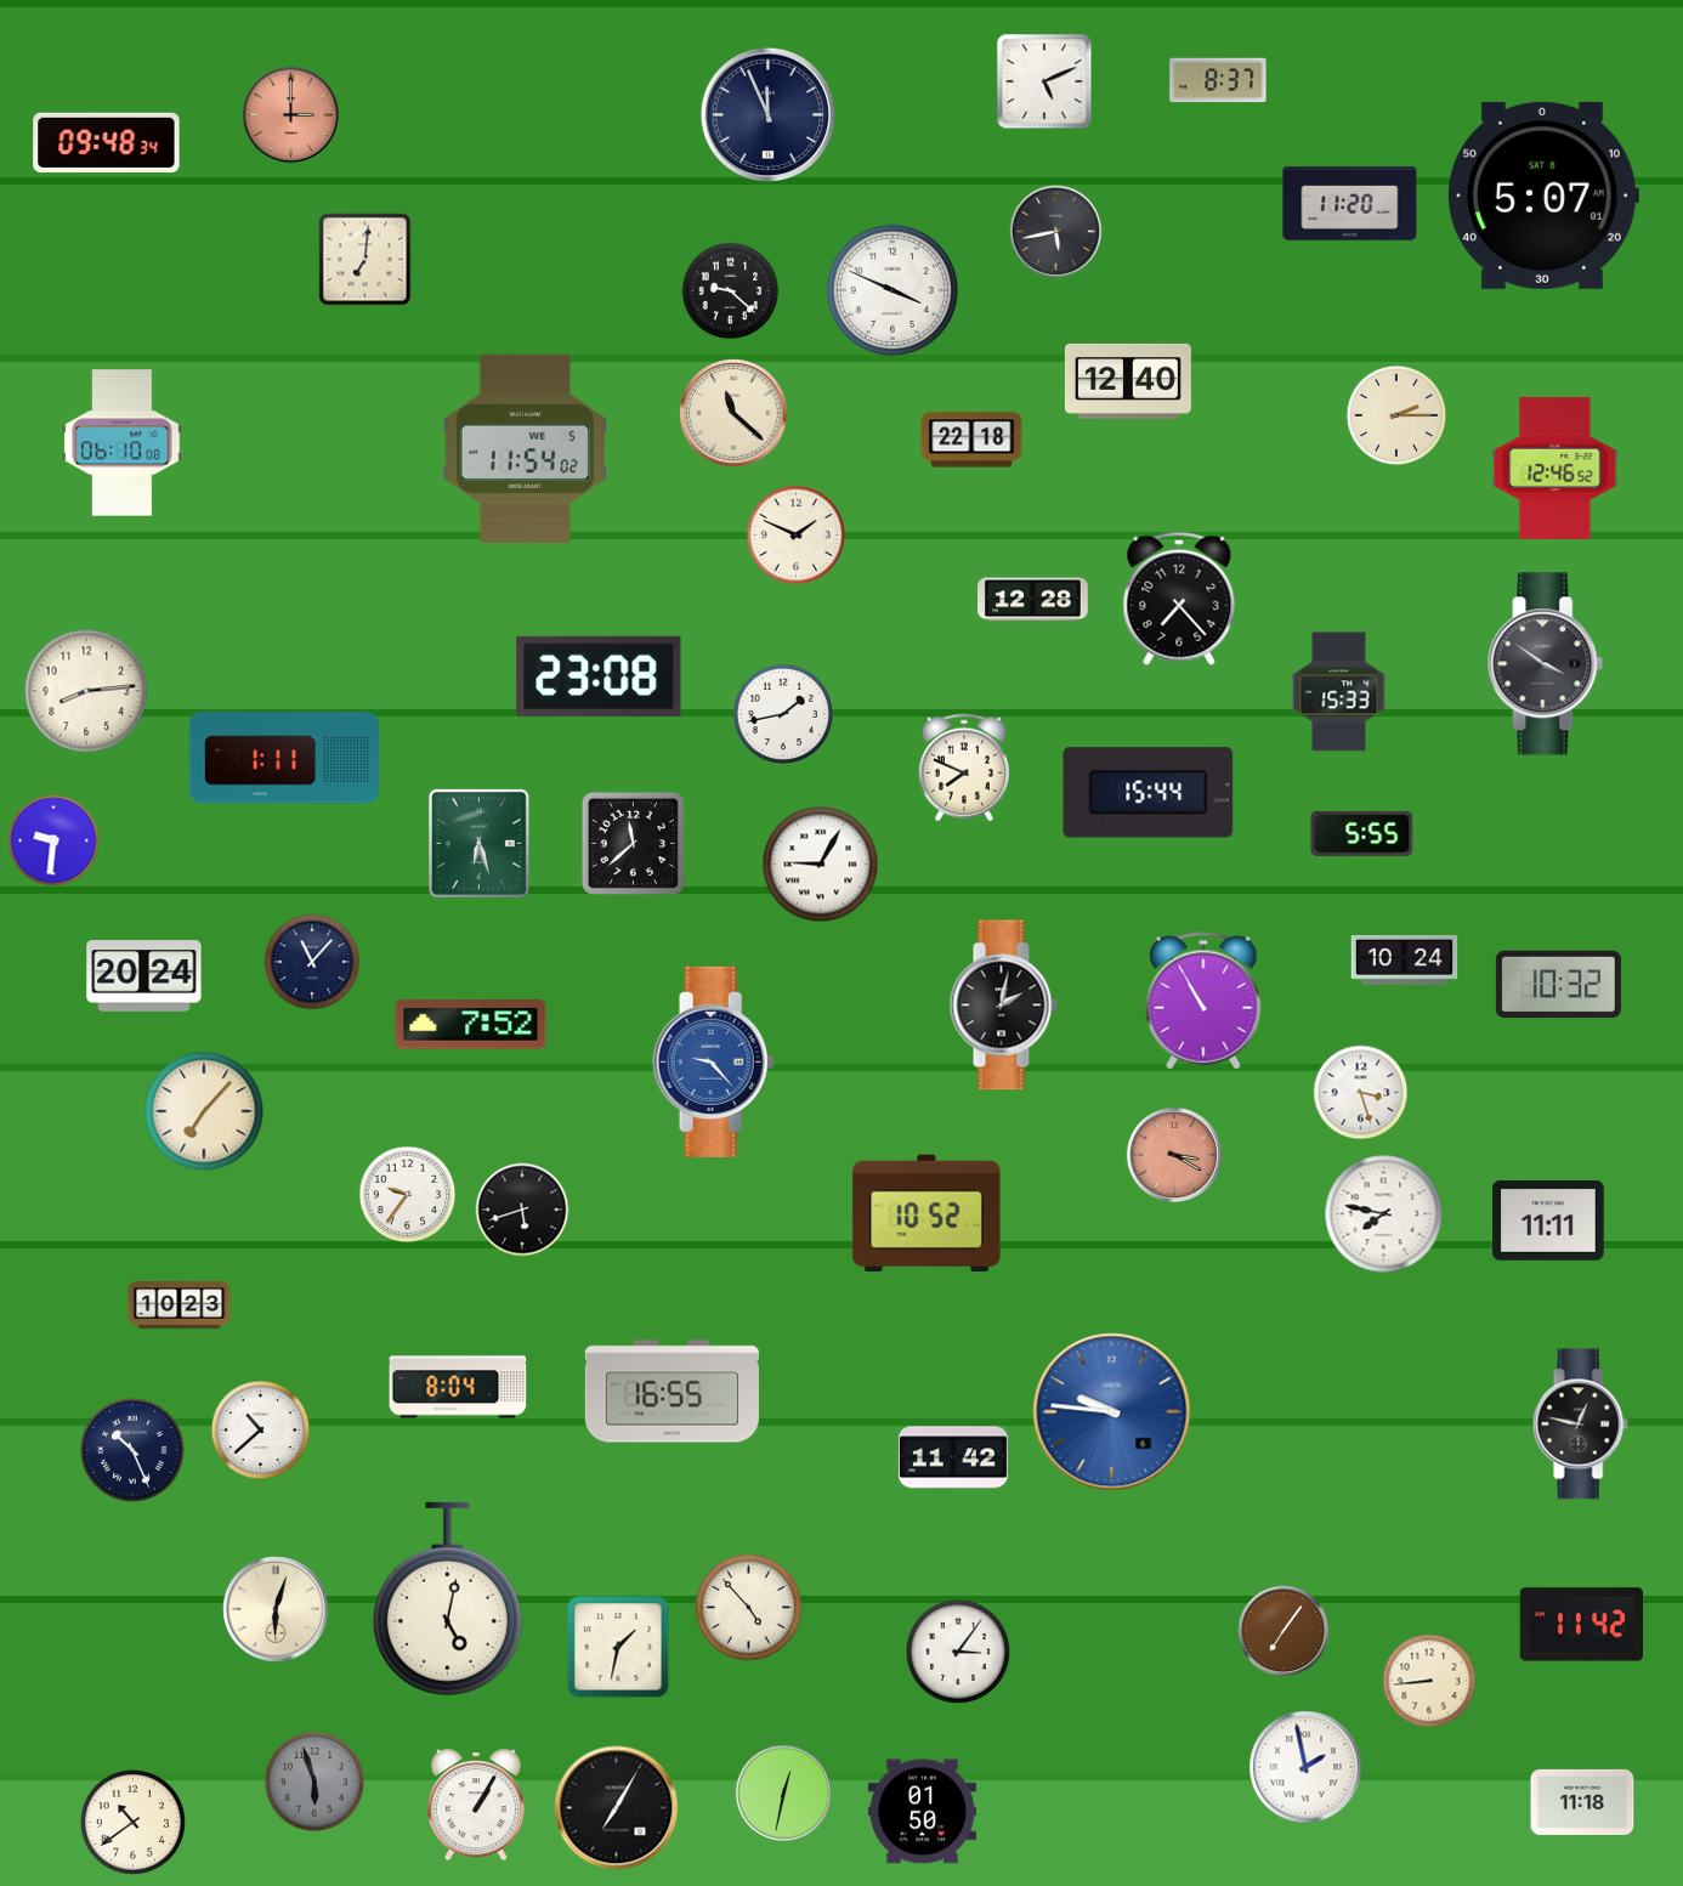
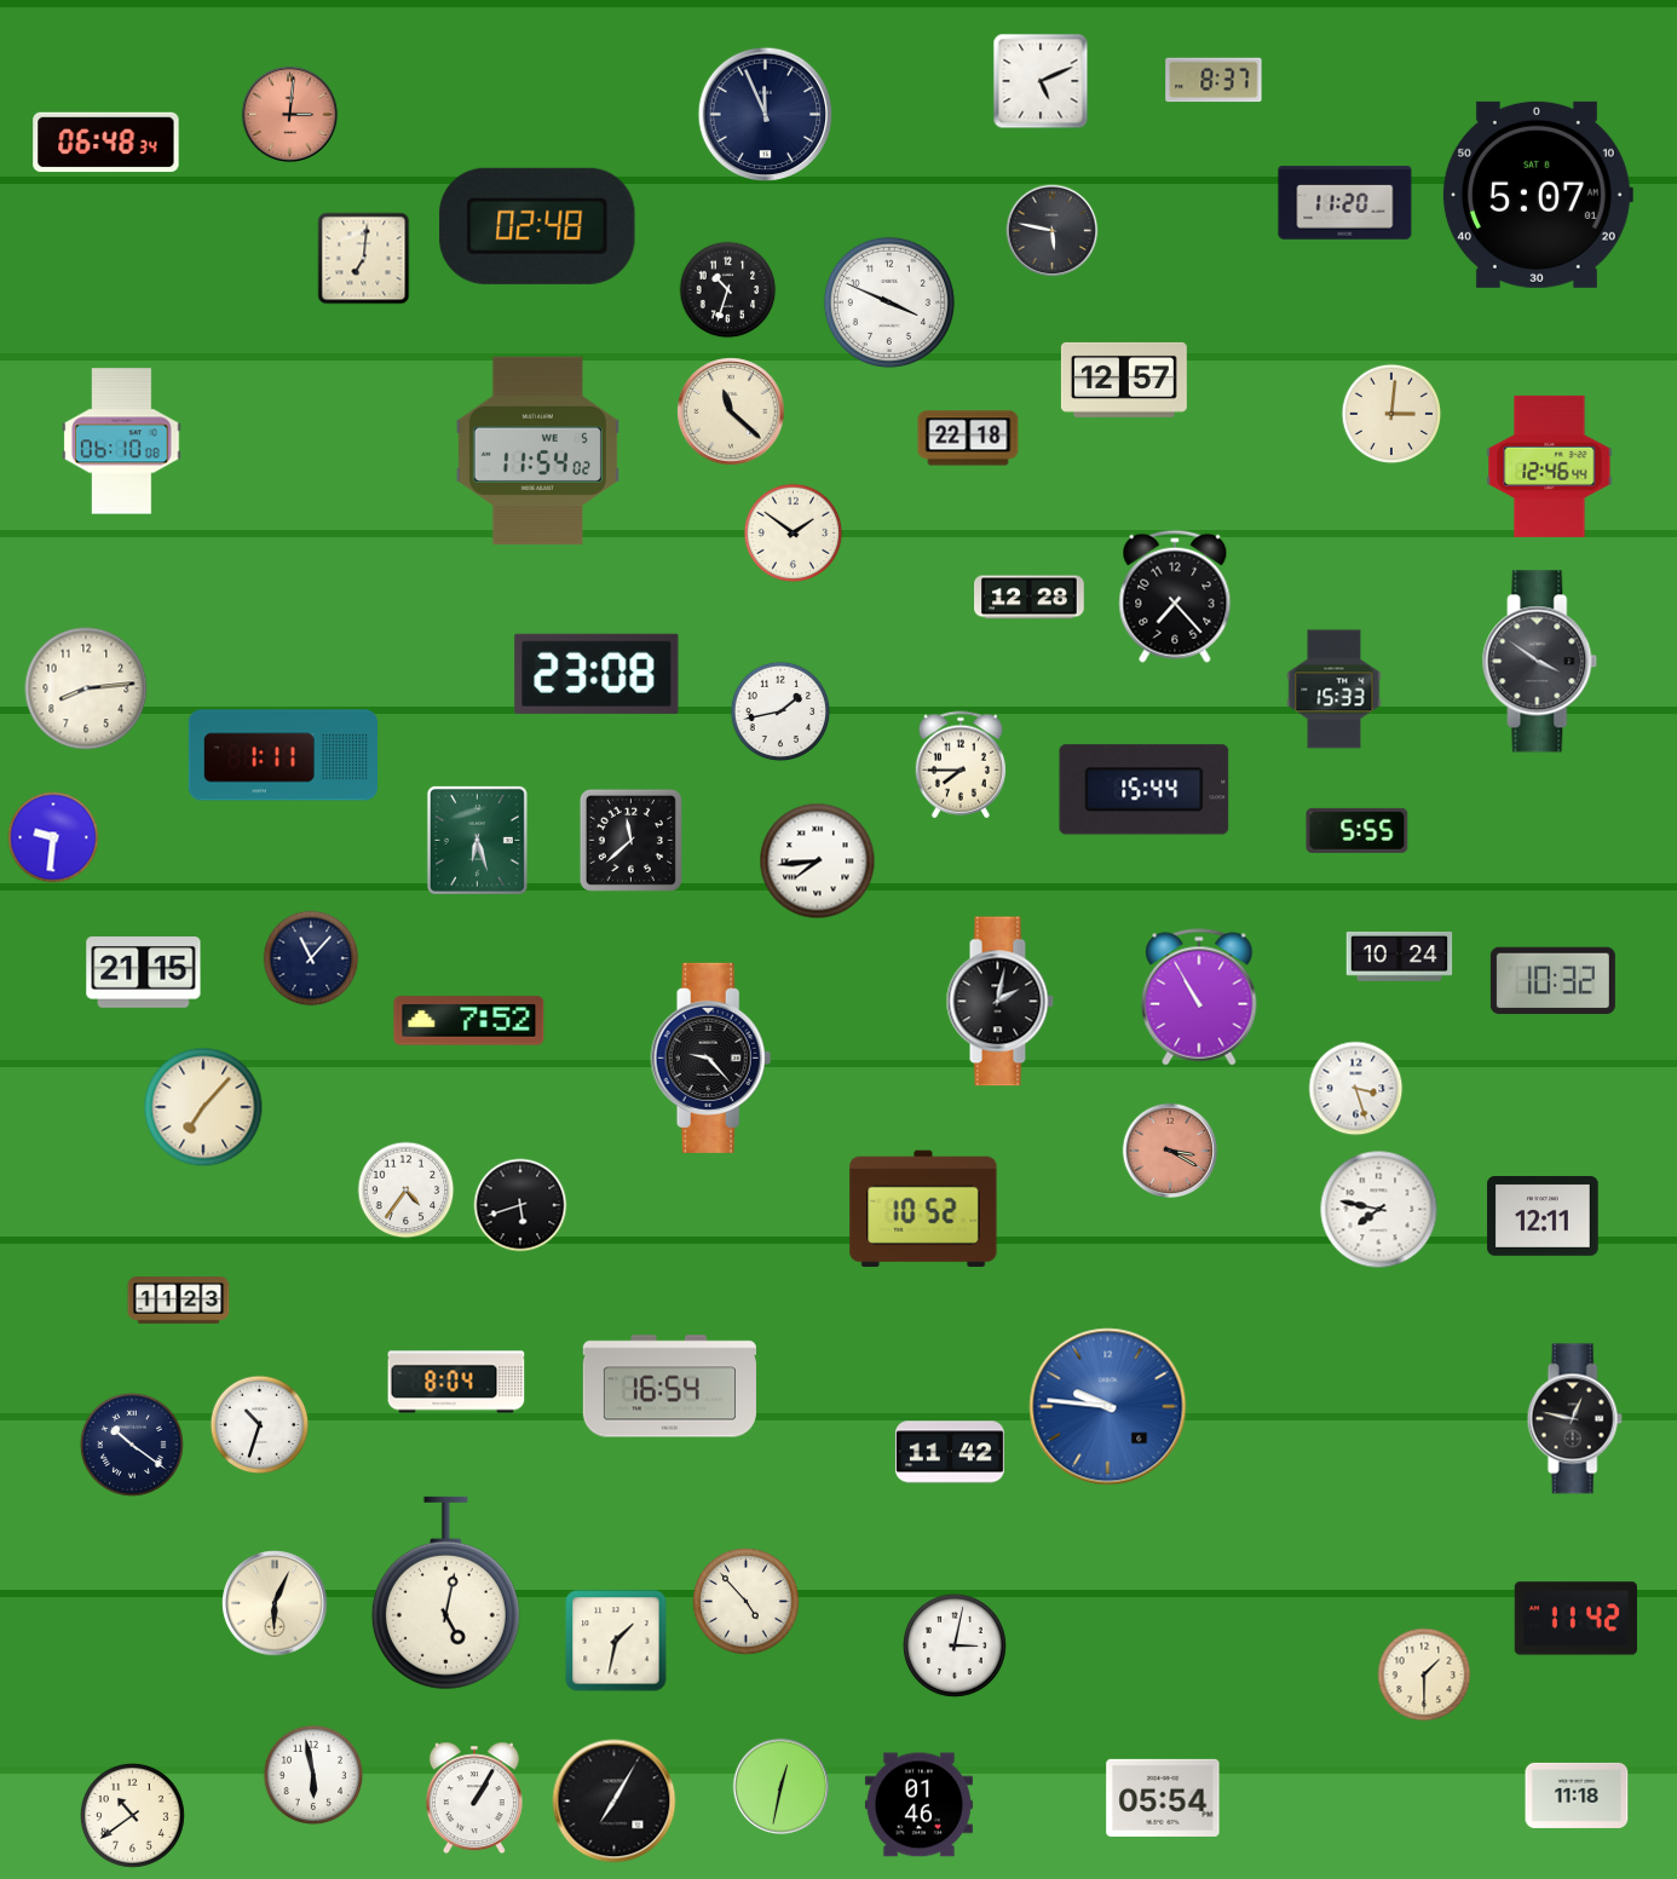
clock at (291, 115): 3:00 -> 3:01
clock at (107, 143): 09:48 -> 06:48
clock at (537, 226): none -> 02:48
clock at (1056, 232): 5:43 -> 5:47
clock at (892, 290) position: (892, 290) -> (889, 302)
clock at (731, 291): 9:22 -> 10:33
clock at (1128, 381): 12:40 -> 12:57
clock at (1396, 415): 2:15 -> 3:01
clock at (525, 449) position: (525, 449) -> (537, 451)
clock at (1555, 468): 12:46:52 -> 12:46:44
clock at (797, 536): 1:49 -> 1:51
clock at (963, 768): 7:49 -> 7:45
clock at (821, 865): 9:05 -> 7:44
clock at (144, 976): 20:24 -> 21:15
clock at (714, 1061) dial: blue -> black
clock at (408, 1195): 9:36 -> 4:36
clock at (1548, 1222): 11:11 -> 12:11
clock at (180, 1306): 10:23 -> 11:23
clock at (671, 1392): 16:55 -> 16:54
clock at (261, 1431): 10:38 -> 10:33
clock at (132, 1450): 10:26 -> 10:21
clock at (276, 1609): 6:03 -> 6:04
clock at (1283, 1631): 7:06 -> none
clock at (958, 1652): 3:06 -> 3:02
clock at (1429, 1681): 8:44 -> 1:30
clock at (1305, 1767): 1:58 -> none
clock at (314, 1782): 5:57 -> 5:58
clock at (314, 1782) dial: grey -> white
clock at (1163, 1798): none -> 05:54
clock at (922, 1812): 01:50 -> 01:46
